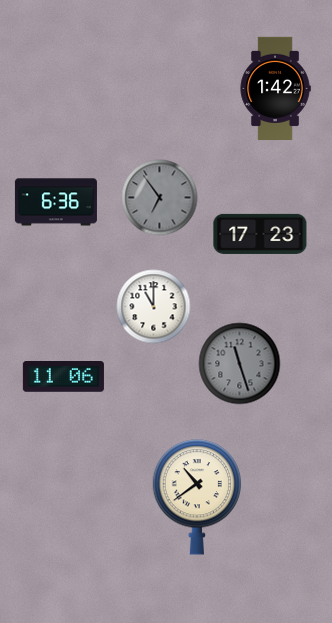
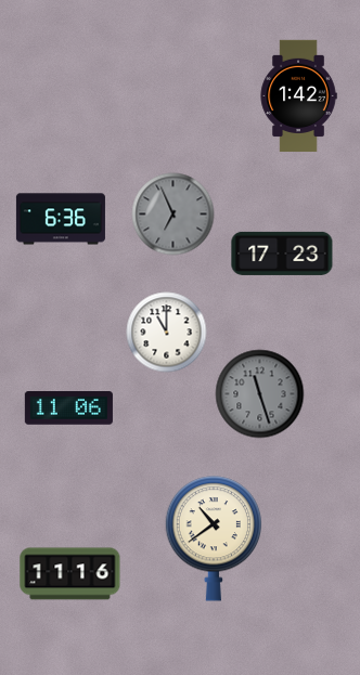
clock at (160, 198): 6:54 -> 6:56
clock at (70, 574): none -> 11:16
